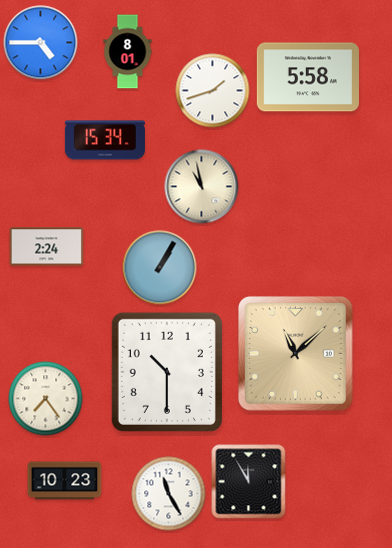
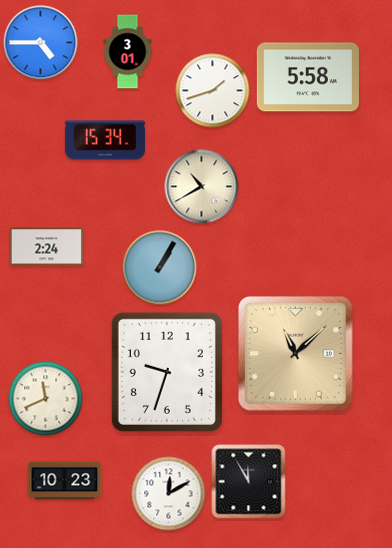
clock at (128, 52): 8:01 -> 3:01
clock at (202, 187): 10:58 -> 10:40
clock at (167, 372): 10:30 -> 9:33
clock at (46, 399): 7:24 -> 11:41
clock at (169, 494): 11:25 -> 12:10
